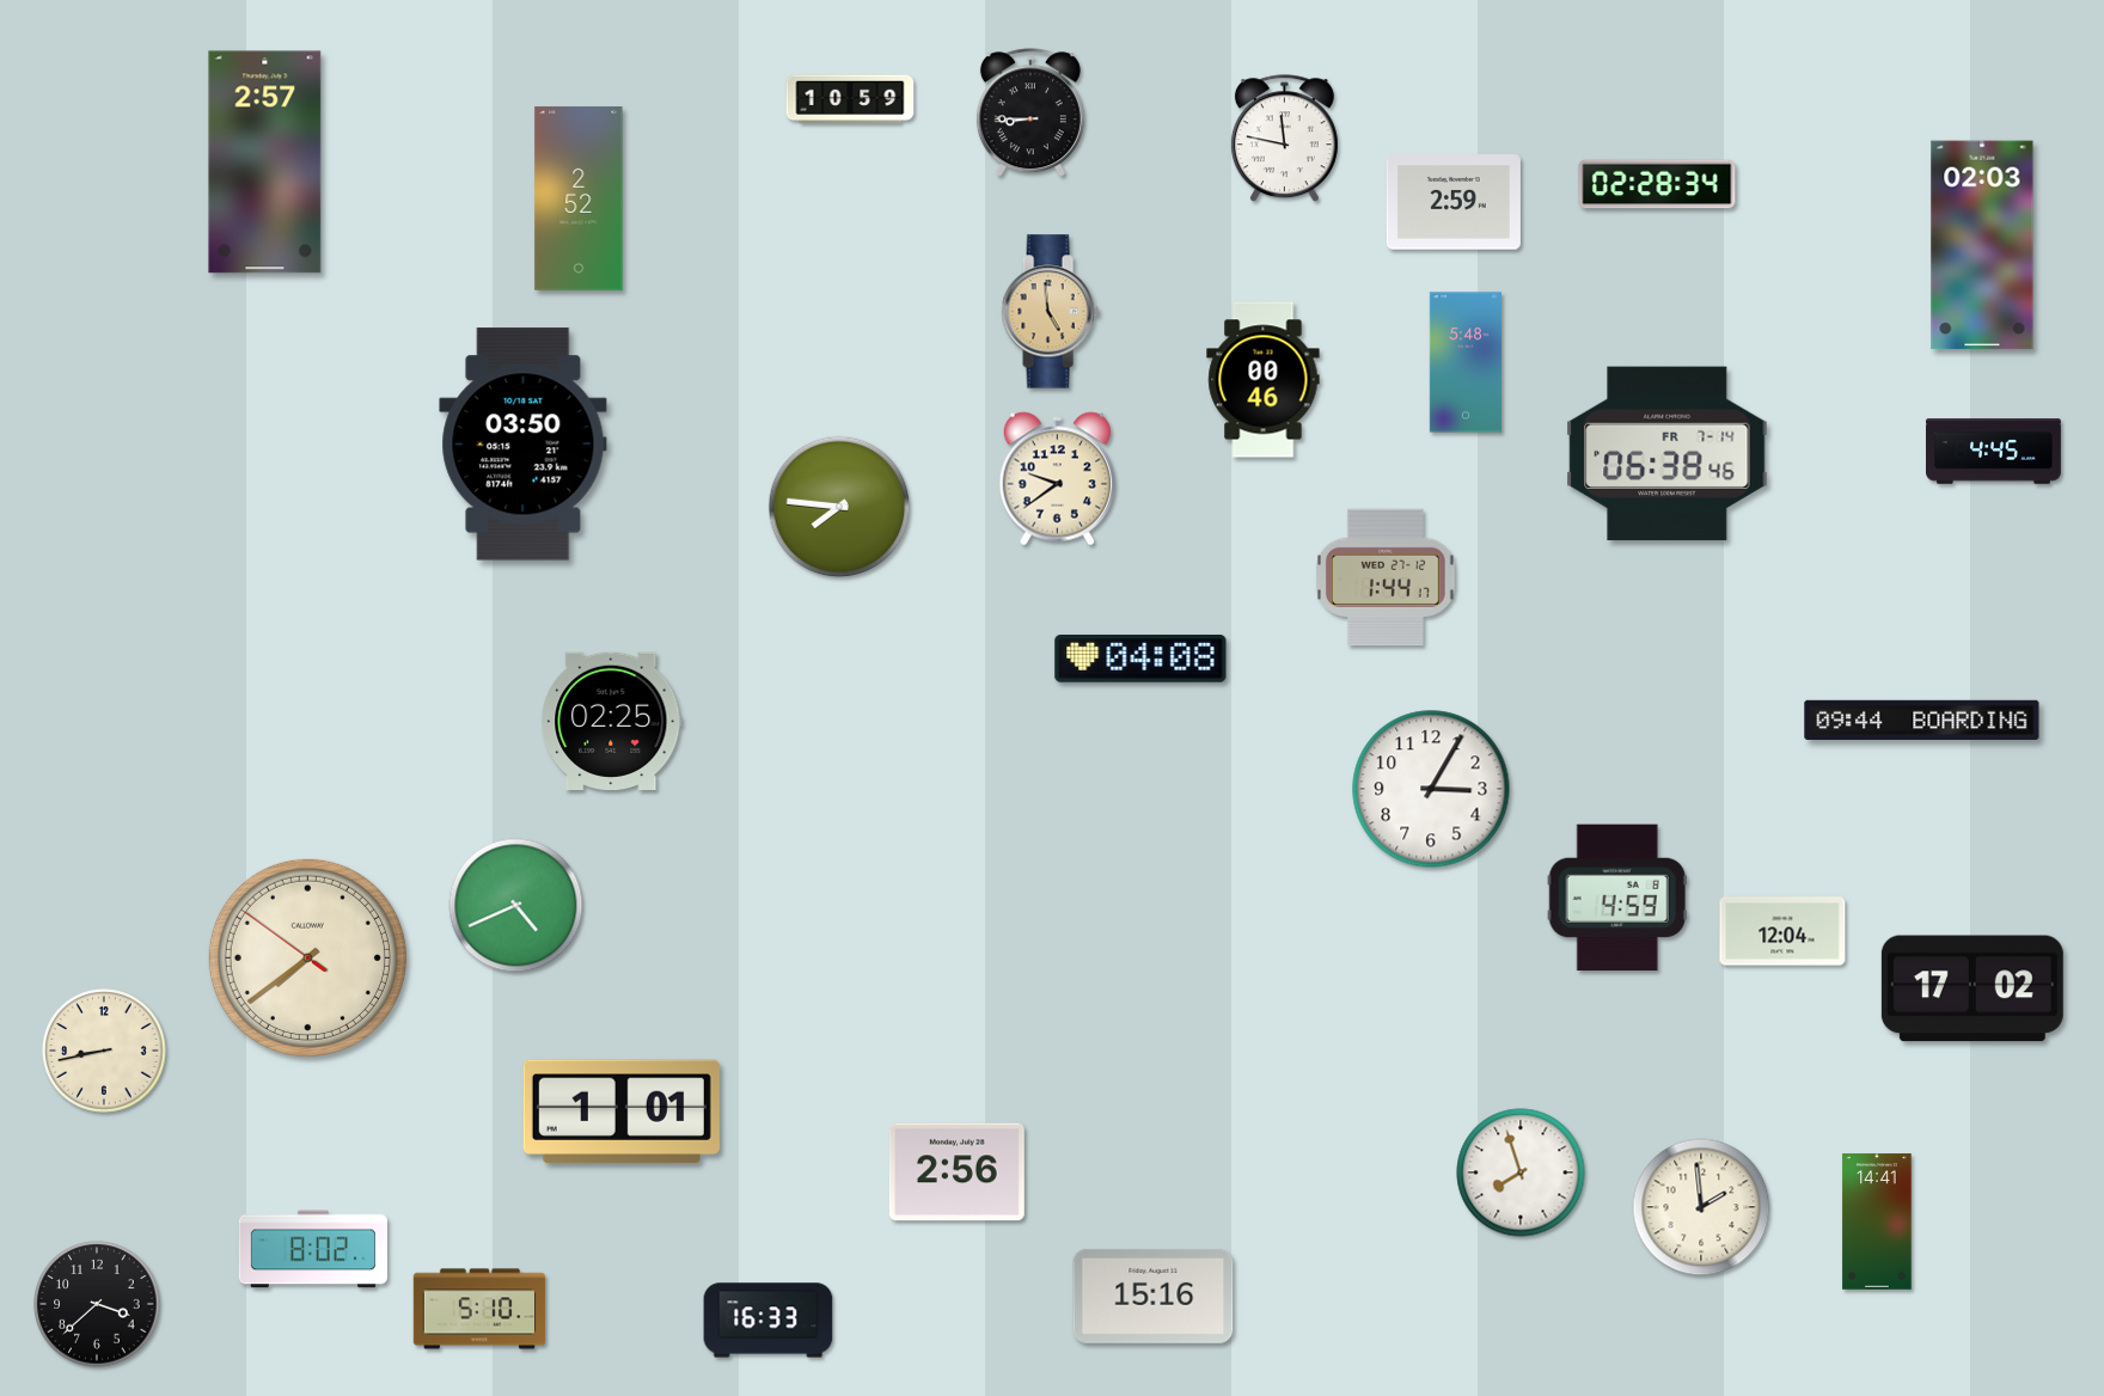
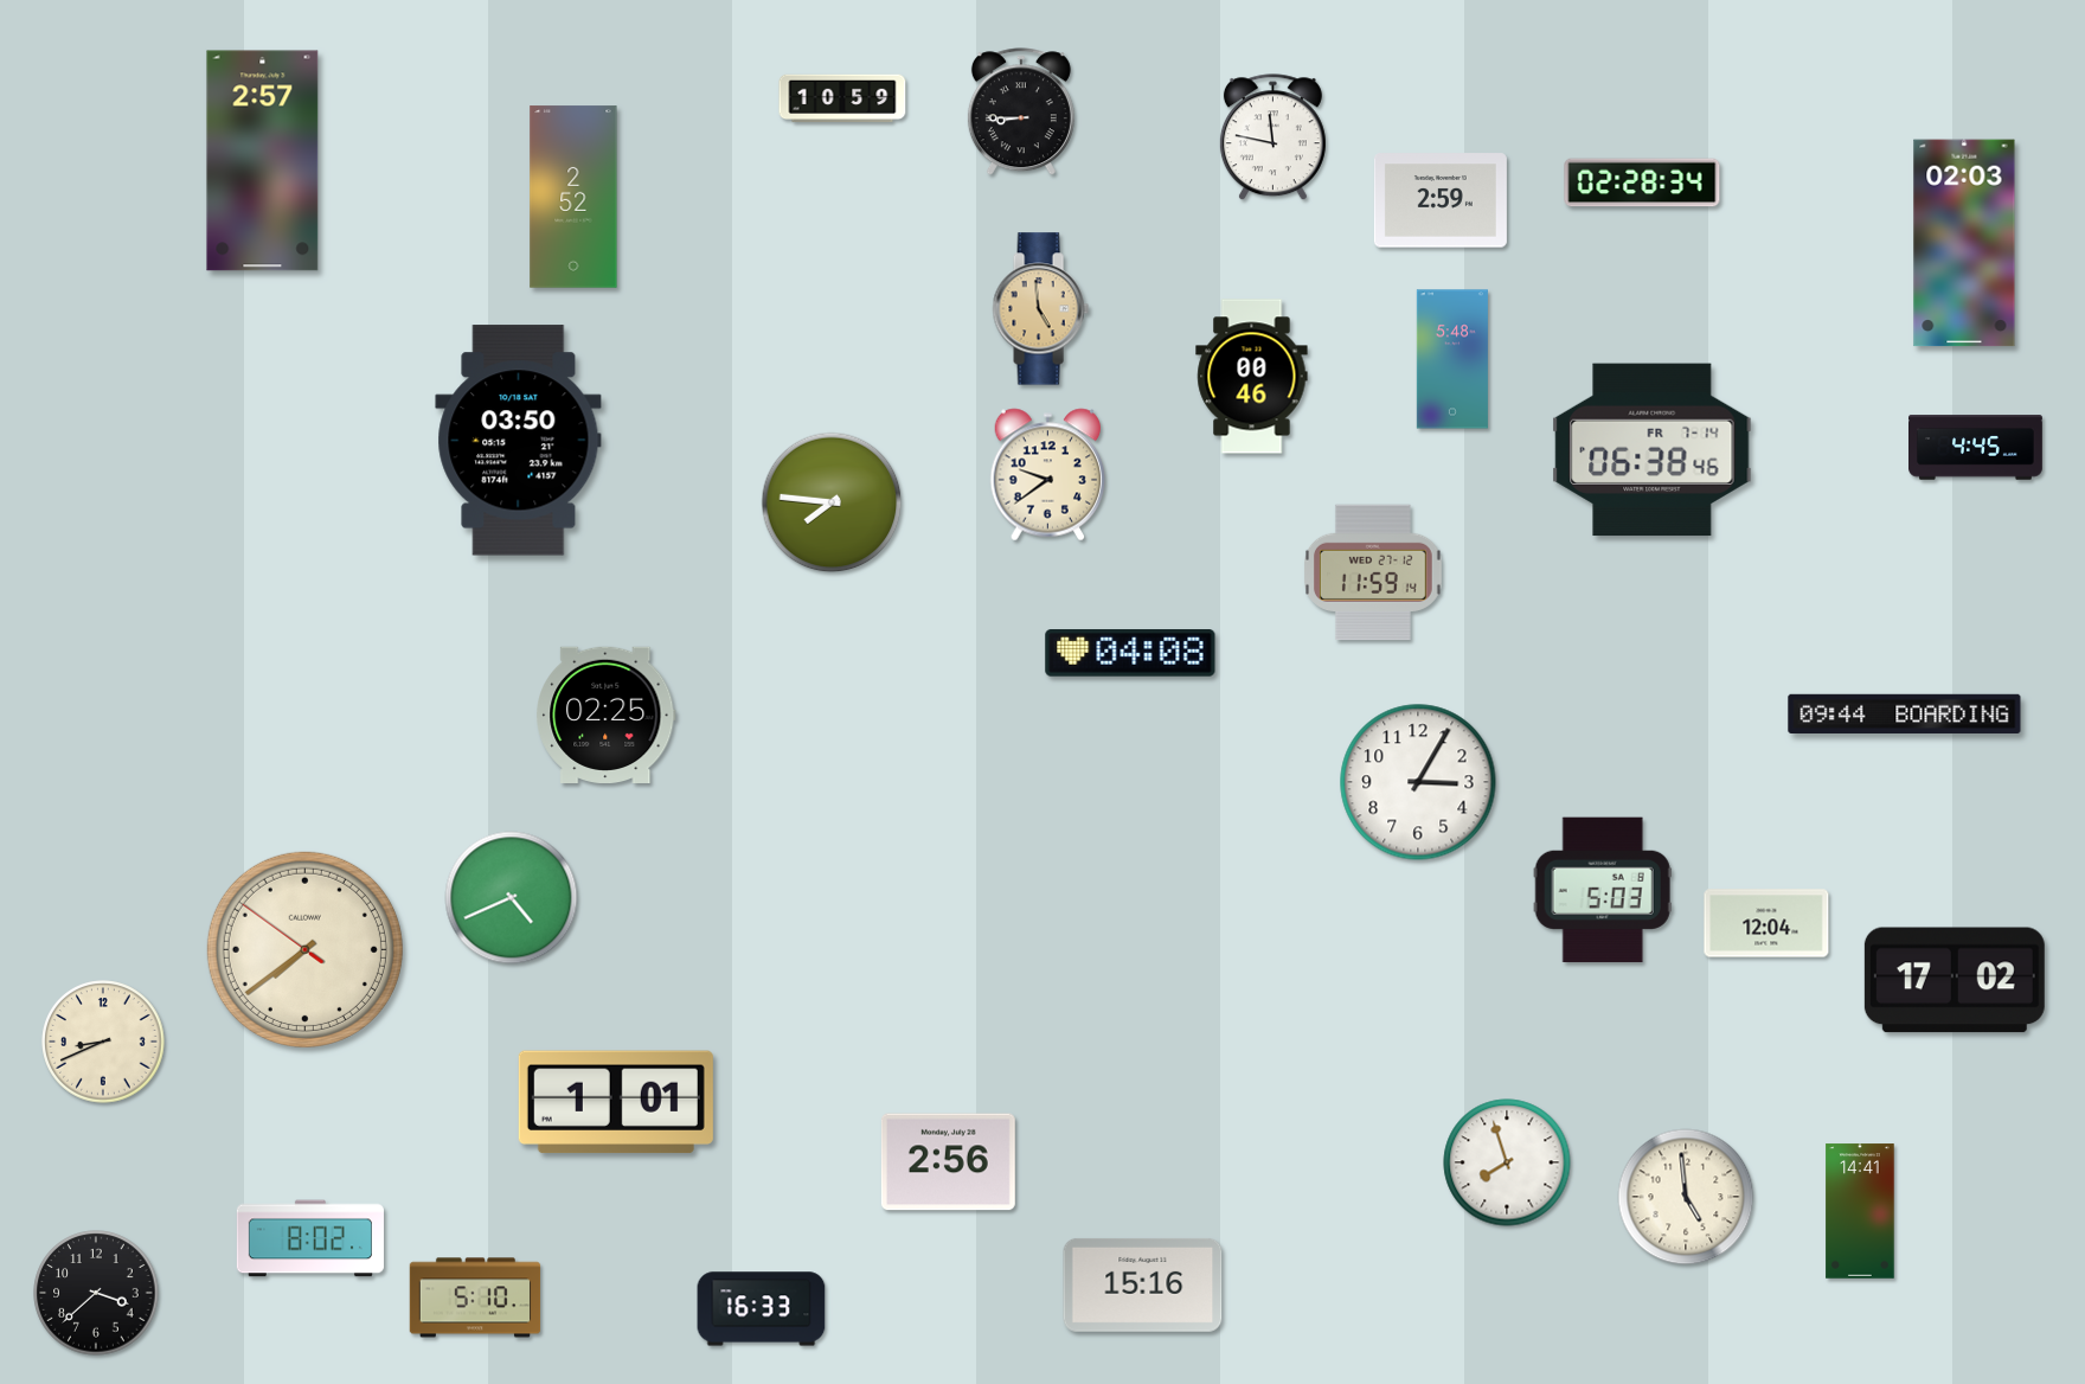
clock at (1386, 577): 1:44 -> 11:59
clock at (1617, 898): 4:59 -> 5:03
clock at (104, 1051): 8:43 -> 8:41
clock at (1701, 1207): 1:59 -> 4:59
